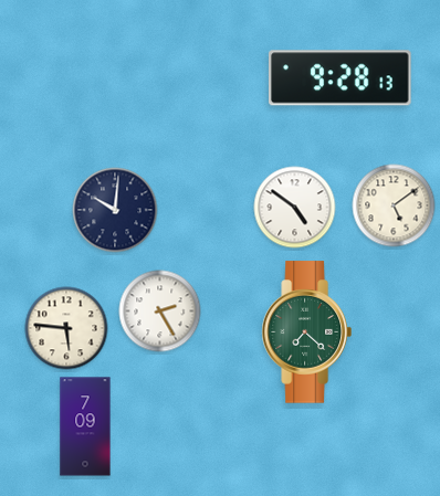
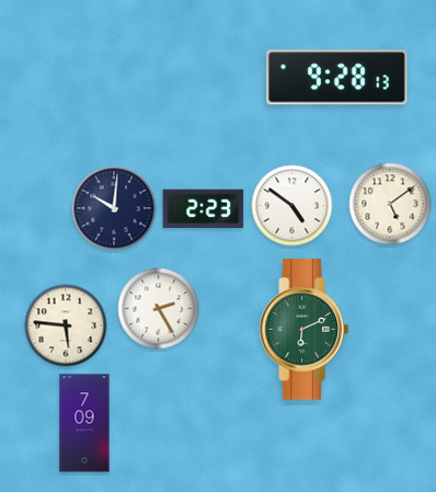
clock at (204, 209): none -> 2:23
clock at (306, 333): 7:22 -> 6:11
